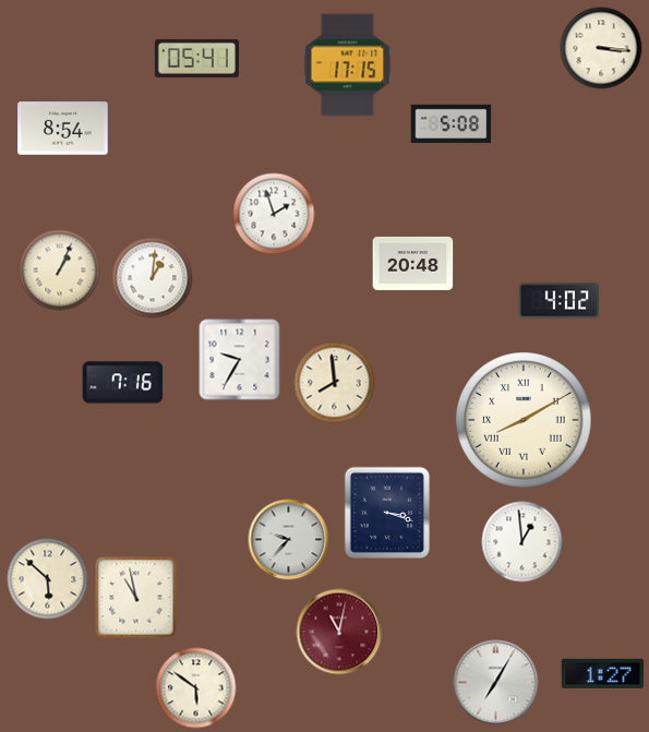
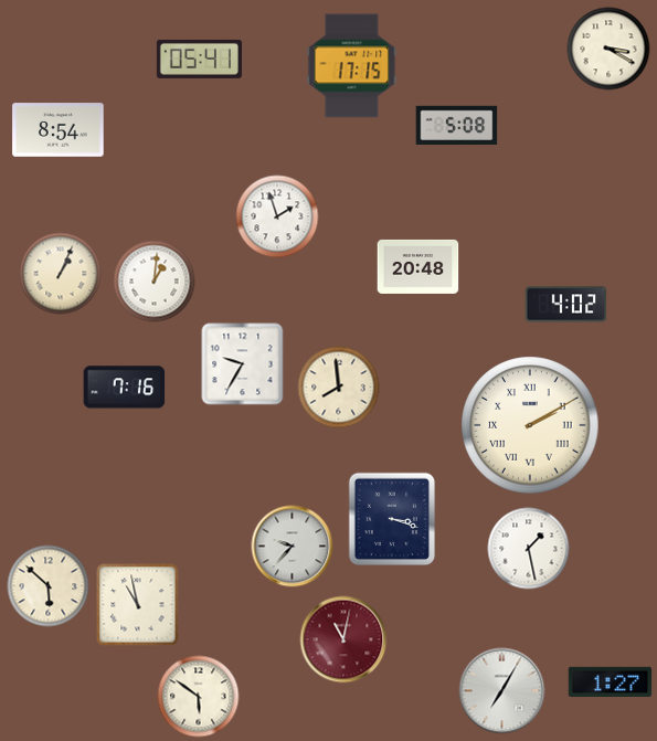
clock at (601, 48): 3:16 -> 3:20
clock at (63, 129) position: (63, 129) -> (59, 130)
clock at (524, 420): 8:10 -> 2:10
clock at (522, 542): 12:59 -> 1:28
